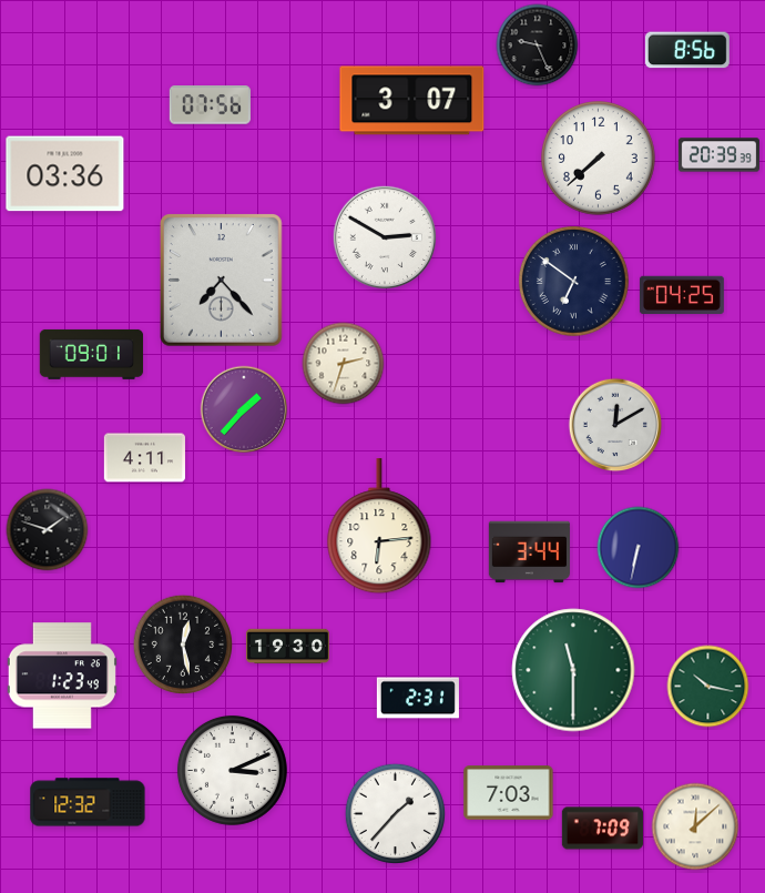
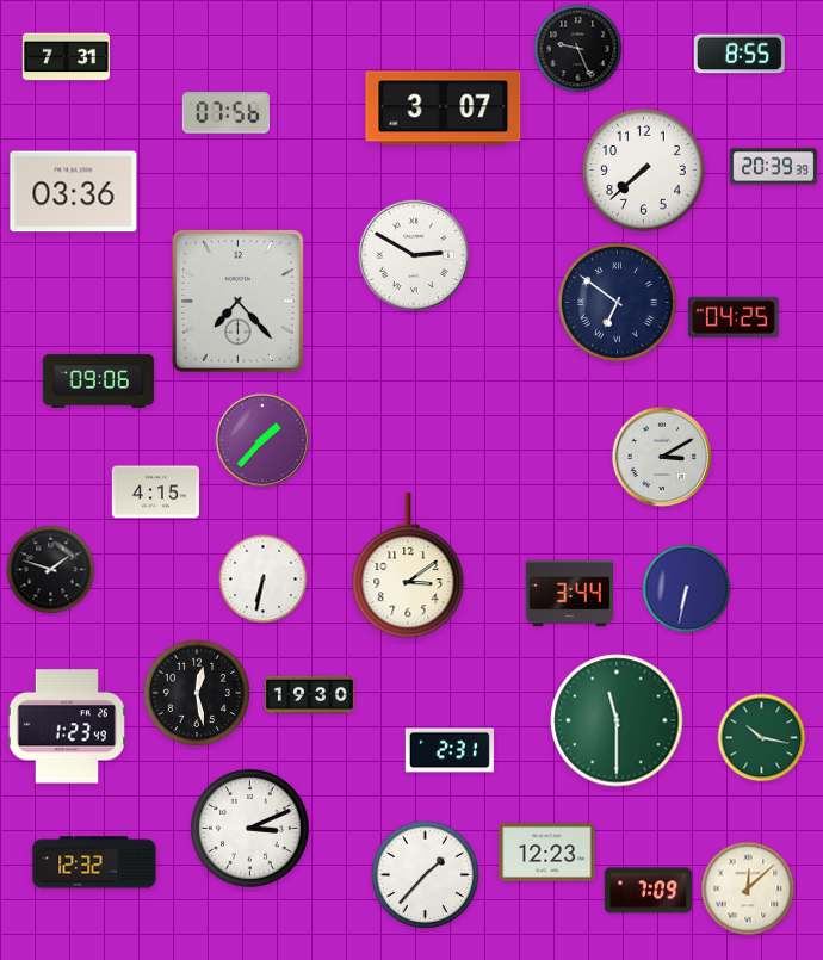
clock at (687, 50): 8:56 -> 8:55
clock at (66, 57): none -> 7:31
clock at (65, 174) position: (65, 174) -> (74, 192)
clock at (92, 354): 09:01 -> 09:06
clock at (344, 364): 2:33 -> none
clock at (615, 425): 12:10 -> 3:10
clock at (144, 458): 4:11 -> 4:15
clock at (379, 527): 6:14 -> 3:09
clock at (264, 580): none -> 6:32
clock at (509, 793): 7:03 -> 12:23
